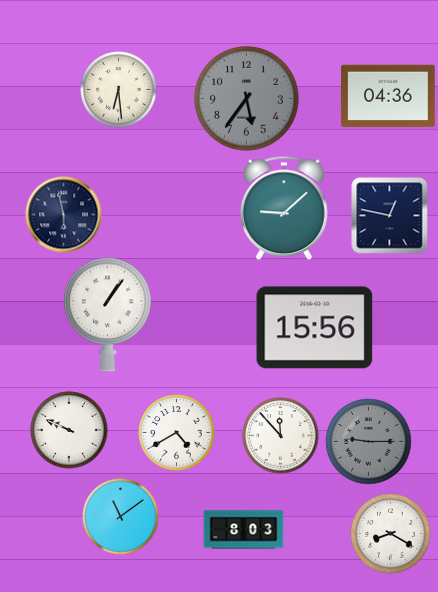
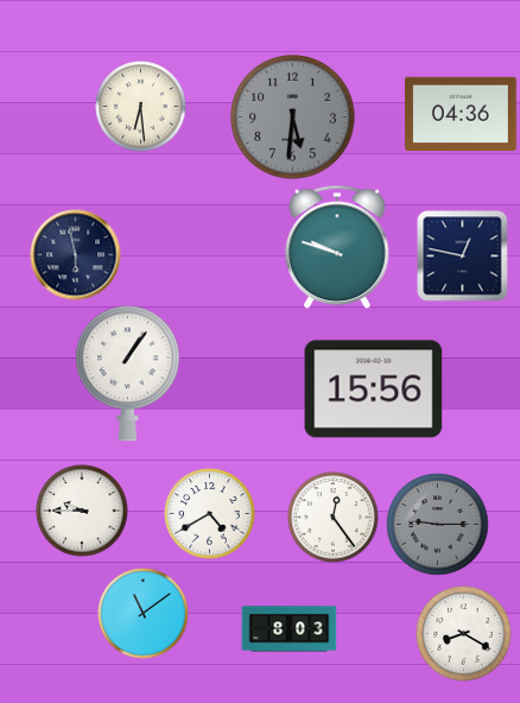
clock at (247, 99): 5:36 -> 5:31
clock at (284, 208): 9:08 -> 9:48
clock at (69, 430): 9:49 -> 9:45
clock at (281, 436): 11:53 -> 12:24
